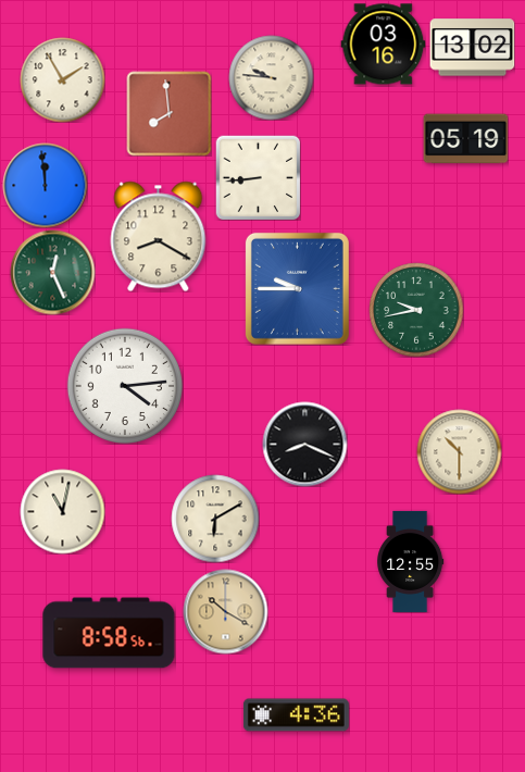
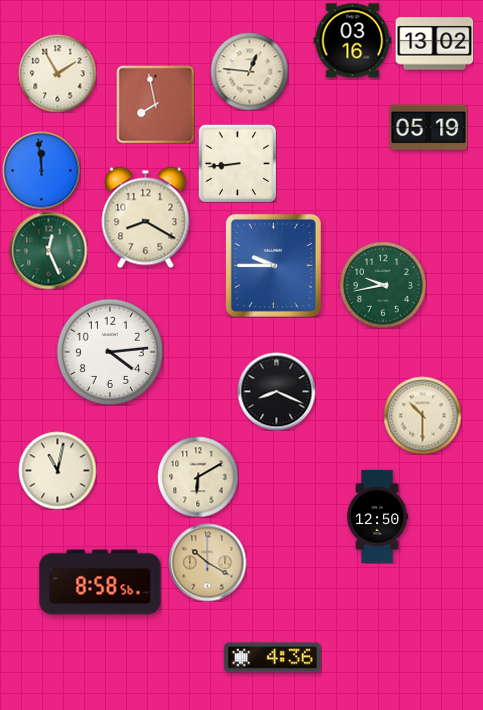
clock at (271, 77): 9:46 -> 12:46
clock at (168, 113): 7:59 -> 7:58
clock at (124, 385) position: (124, 385) -> (109, 351)
clock at (304, 444) position: (304, 444) -> (276, 391)
clock at (411, 561): 12:55 -> 12:50
